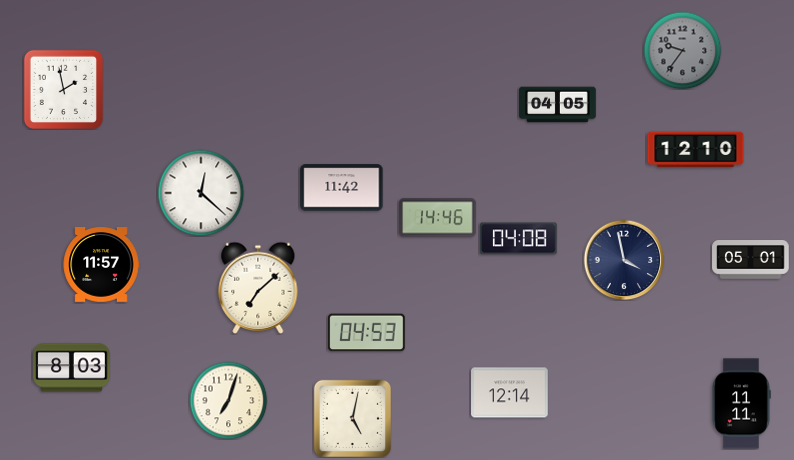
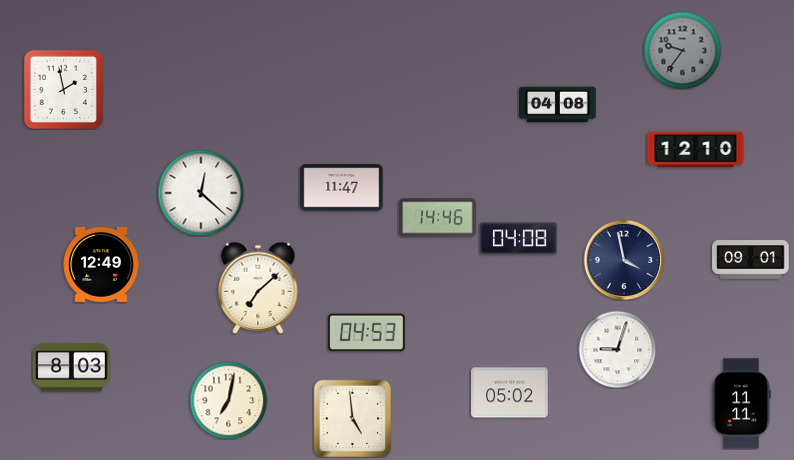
clock at (558, 105): 04:05 -> 04:08
clock at (342, 188): 11:42 -> 11:47
clock at (751, 260): 05:01 -> 09:01
clock at (101, 265): 11:57 -> 12:49
clock at (617, 349): none -> 9:03
clock at (510, 393): 12:14 -> 05:02
clock at (228, 400): 7:03 -> 7:02
clock at (352, 418): 5:02 -> 4:59
